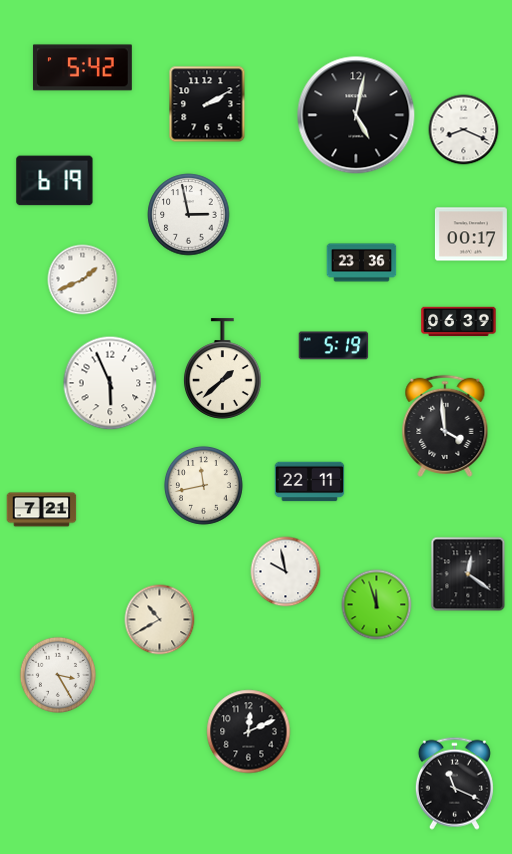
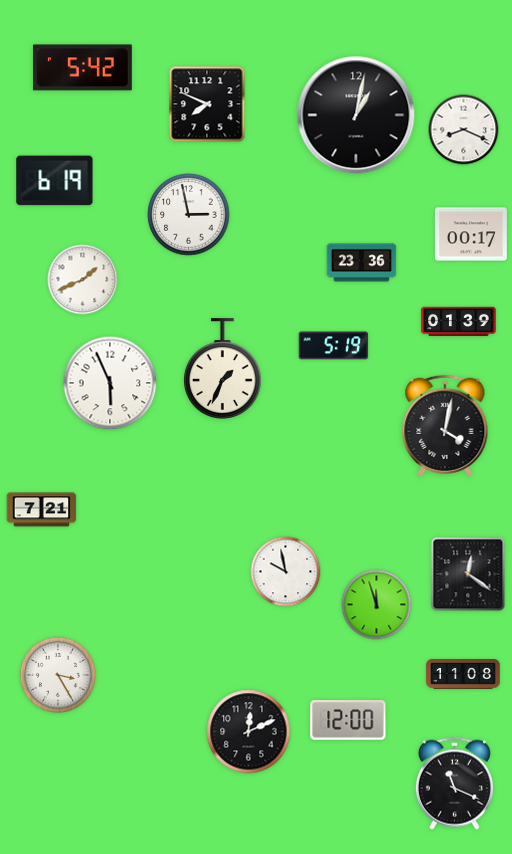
clock at (207, 104): 2:10 -> 7:49
clock at (356, 115): 5:02 -> 1:02
clock at (459, 322): 06:39 -> 01:39
clock at (222, 369): 1:38 -> 1:34
clock at (445, 426): 3:59 -> 4:02
clock at (310, 482): 22:11 -> none
clock at (203, 485): 11:43 -> none
clock at (160, 620): 10:40 -> none
clock at (463, 675): none -> 11:08
clock at (348, 720): none -> 12:00
